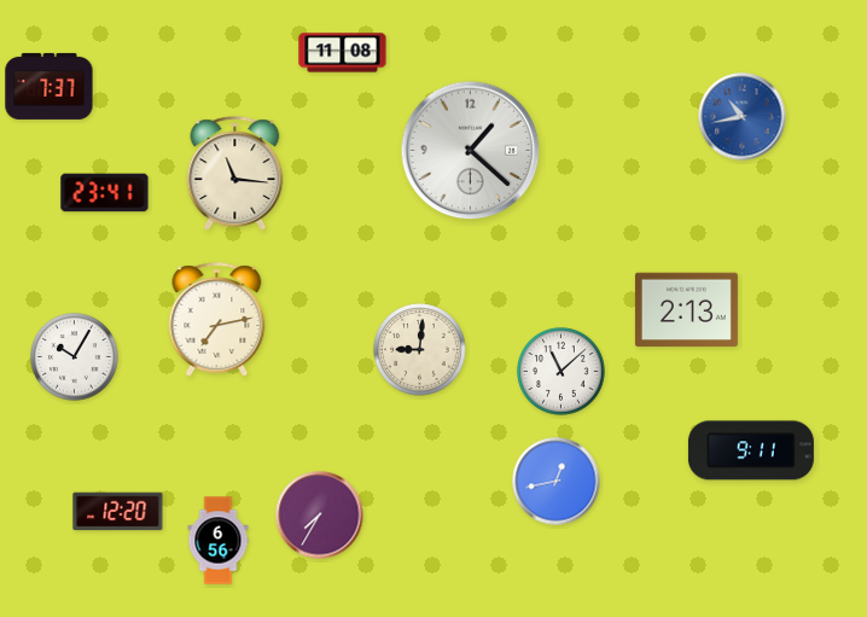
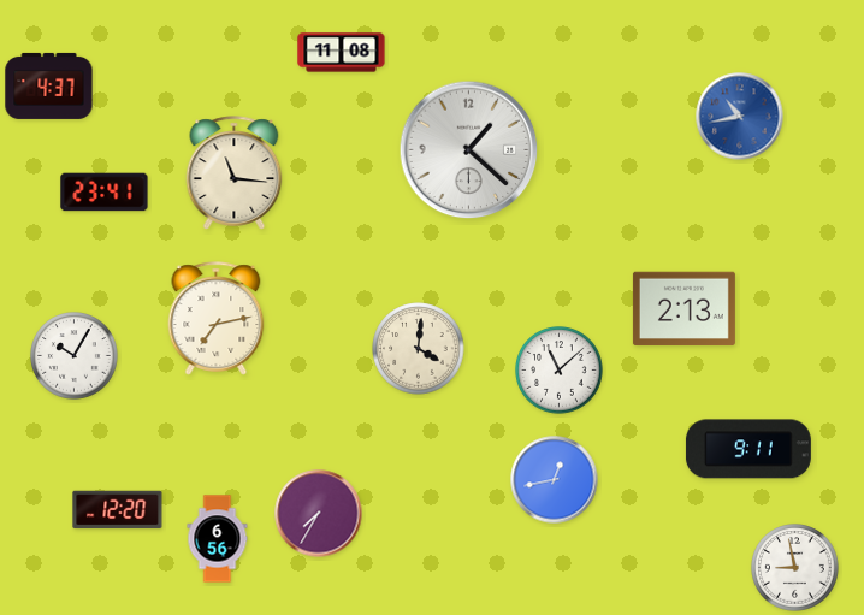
clock at (50, 86): 7:37 -> 4:37
clock at (420, 350): 9:01 -> 4:01
clock at (795, 568): none -> 8:58
